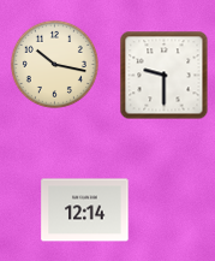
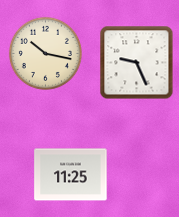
clock at (165, 76): 9:30 -> 9:26
clock at (85, 210): 12:14 -> 11:25
